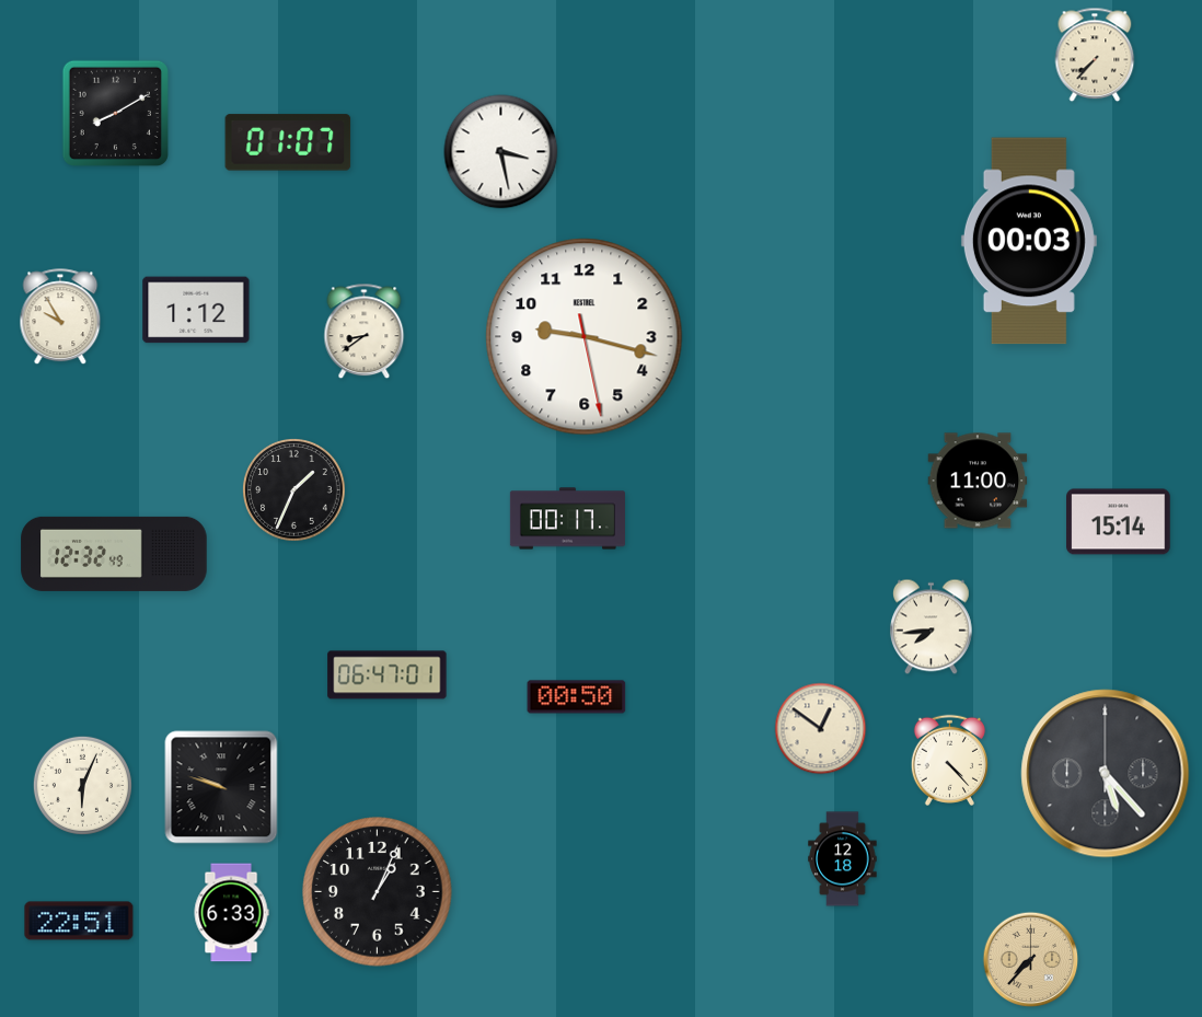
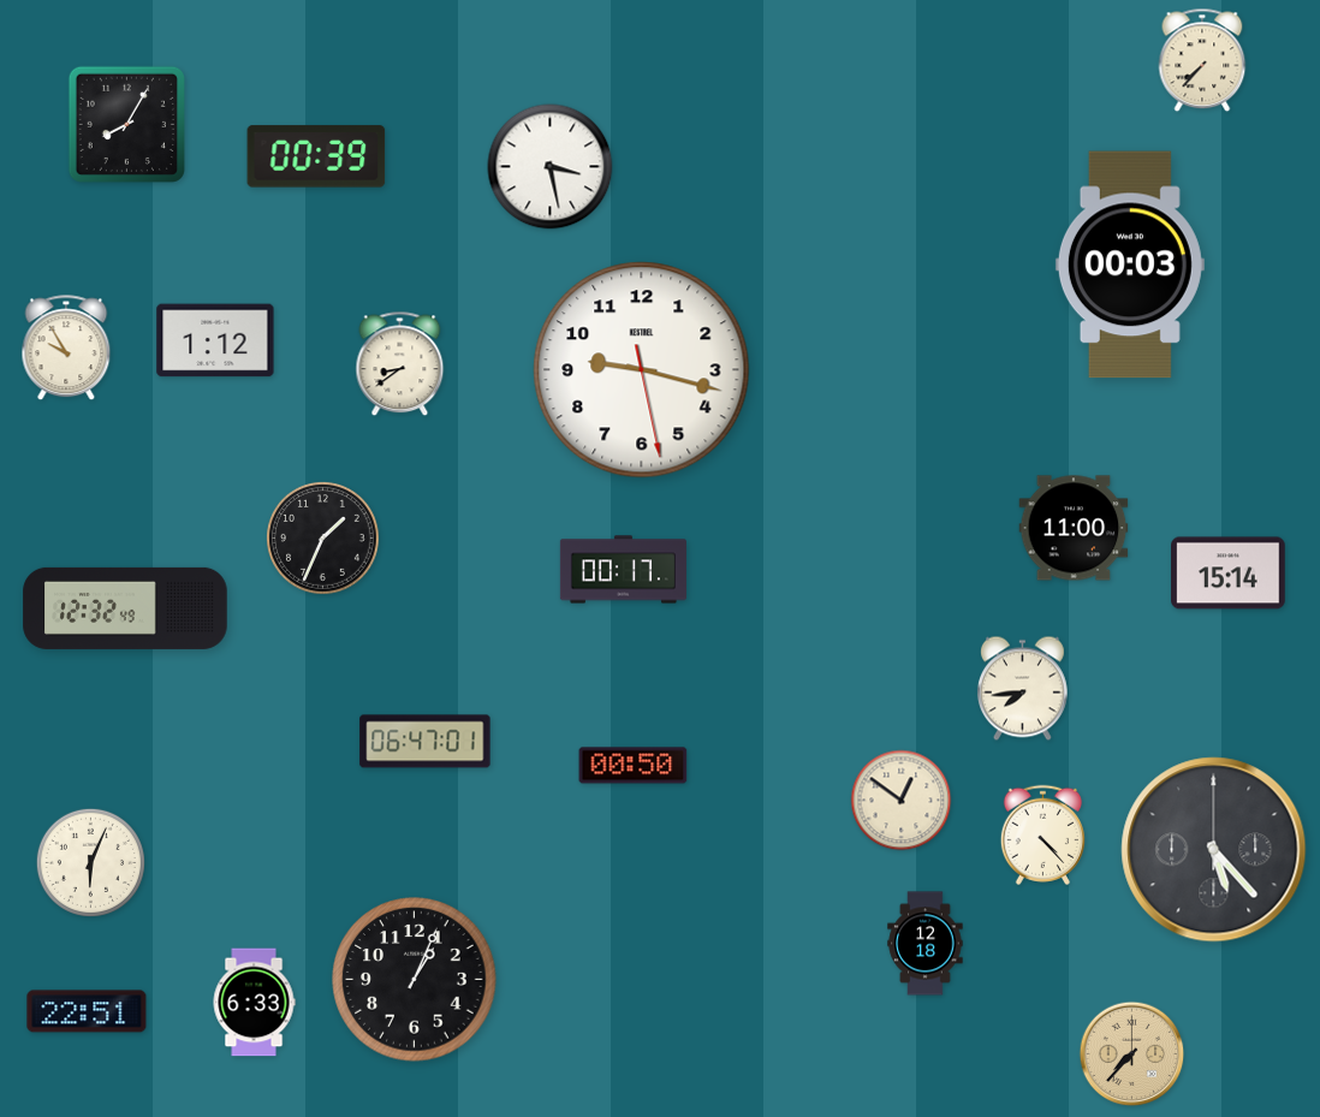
clock at (115, 113): 8:10 -> 8:05
clock at (288, 142): 01:07 -> 00:39
clock at (221, 787): 9:48 -> none
